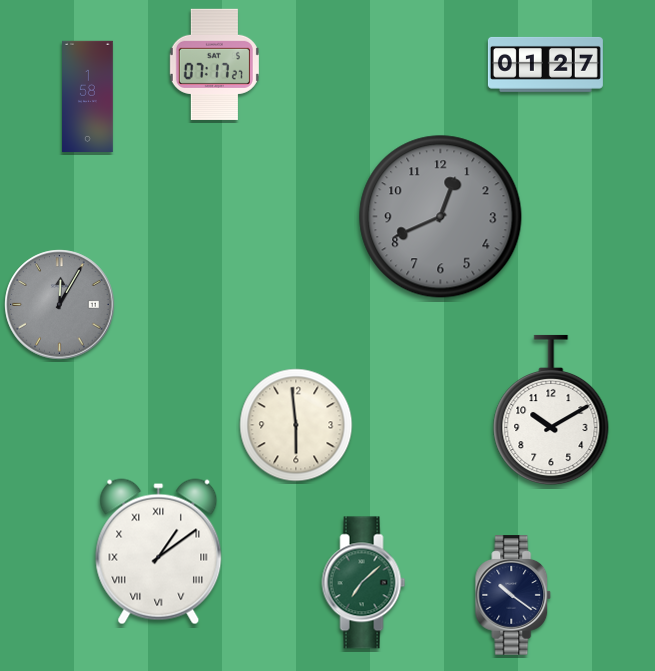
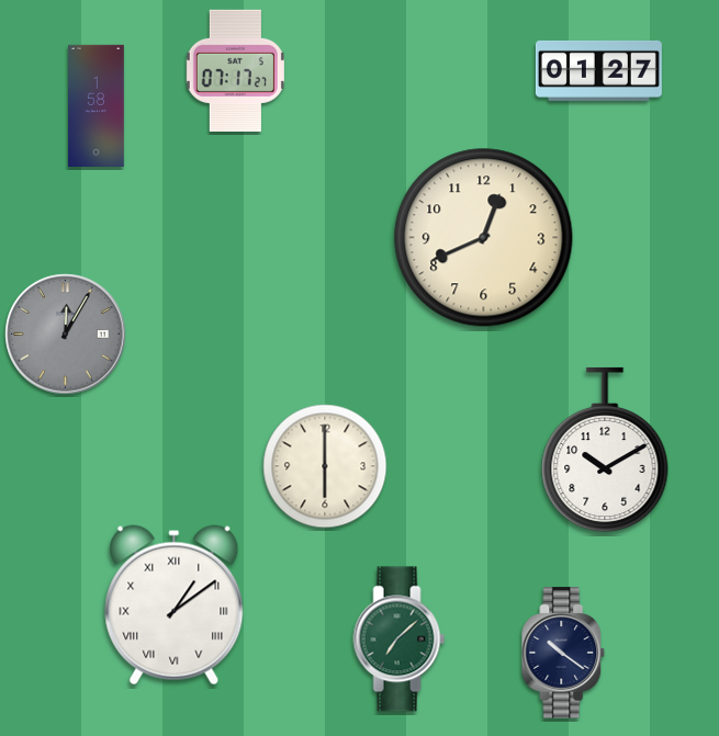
clock at (441, 217) dial: grey -> cream
clock at (296, 425): 5:59 -> 6:00
